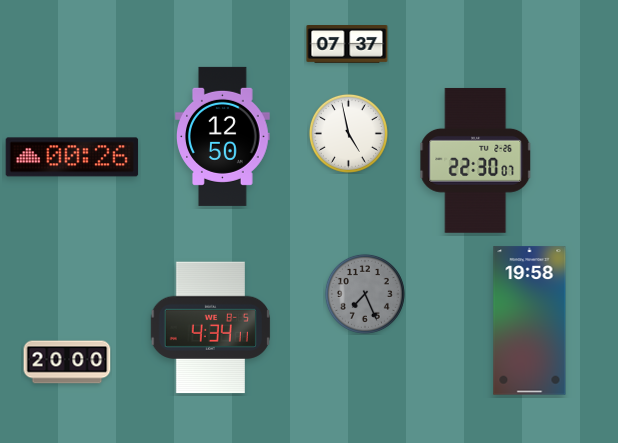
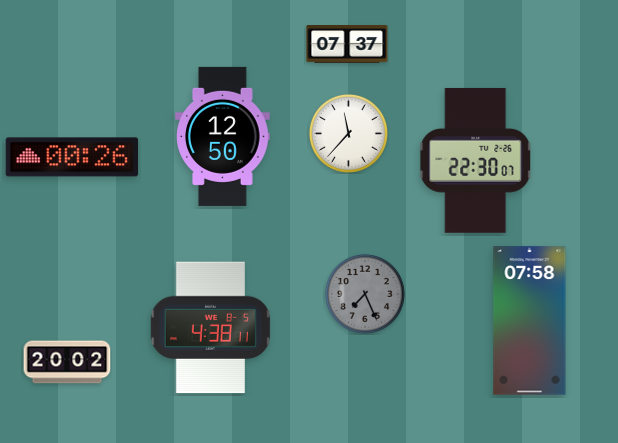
clock at (348, 133): 4:58 -> 11:37
clock at (530, 321): 19:58 -> 07:58
clock at (210, 328): 4:34 -> 4:38
clock at (67, 362): 20:00 -> 20:02
